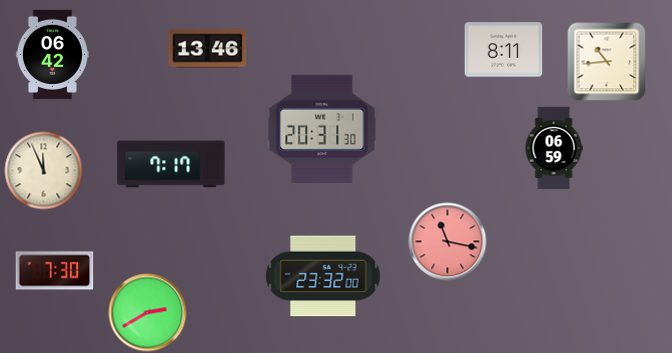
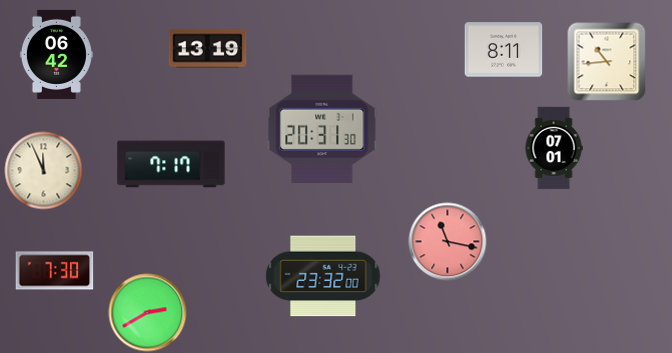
clock at (207, 49): 13:46 -> 13:19
clock at (52, 54) position: (52, 54) -> (56, 54)
clock at (554, 148): 06:59 -> 07:01
